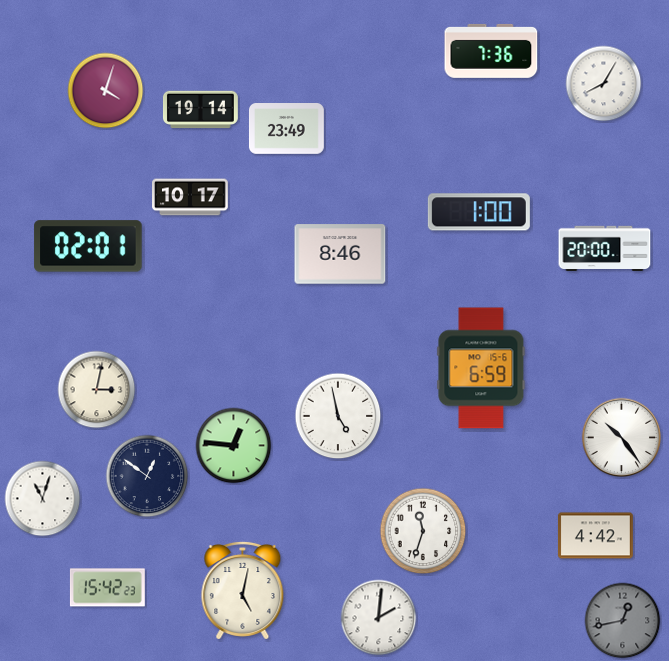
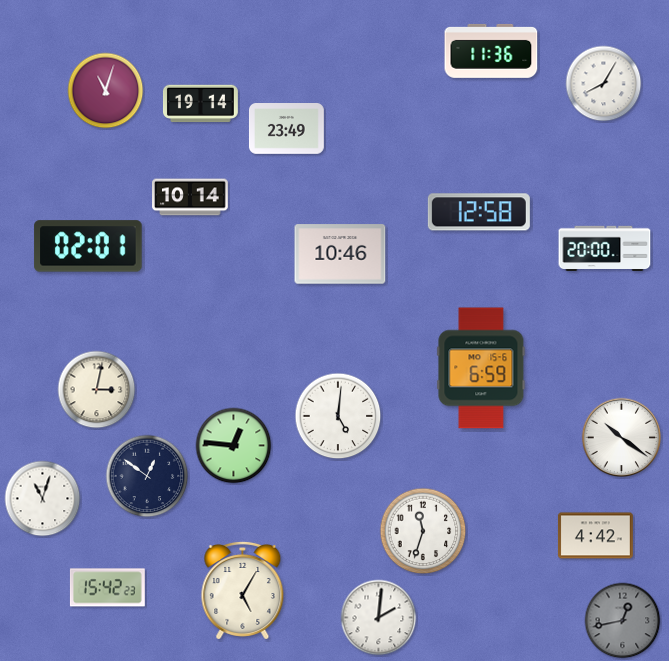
clock at (491, 51): 7:36 -> 11:36
clock at (106, 91): 4:03 -> 11:03
clock at (200, 110) position: (200, 110) -> (200, 104)
clock at (190, 197): 10:17 -> 10:14
clock at (479, 212): 1:00 -> 12:58
clock at (340, 254): 8:46 -> 10:46
clock at (338, 416): 4:58 -> 5:01
clock at (622, 438): 10:24 -> 10:21
clock at (243, 590): 5:02 -> 5:05
